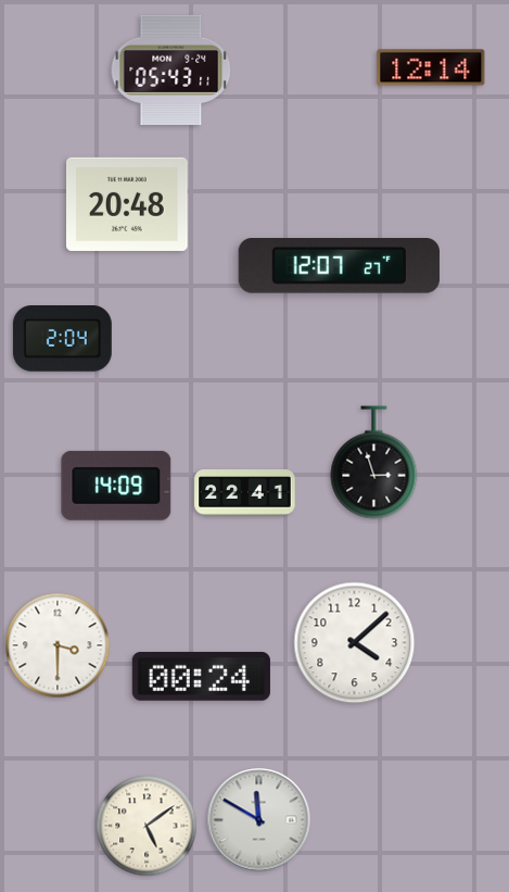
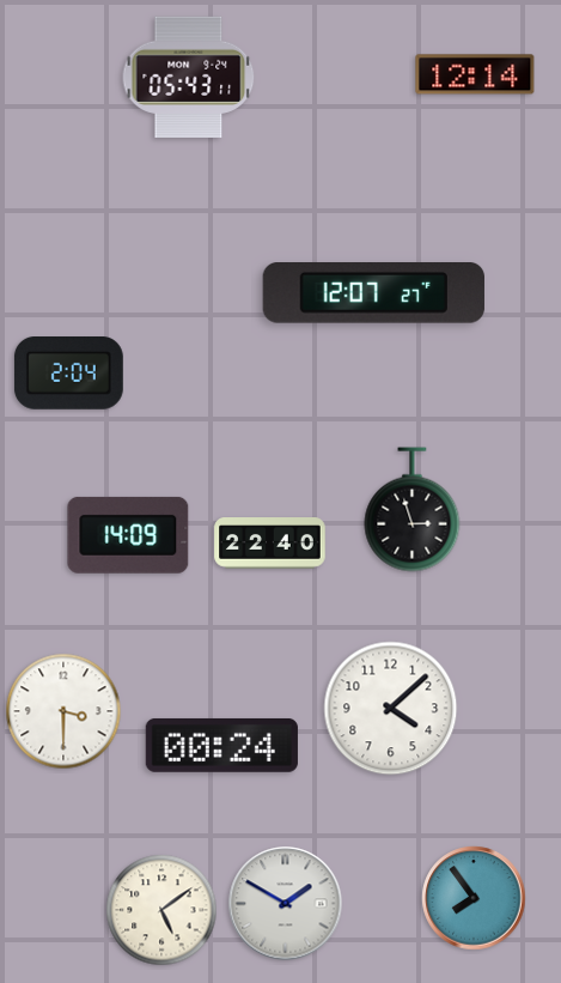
clock at (128, 204): 20:48 -> none
clock at (245, 493): 22:41 -> 22:40
clock at (474, 898): none -> 7:54
clock at (259, 820): 11:50 -> 1:50
